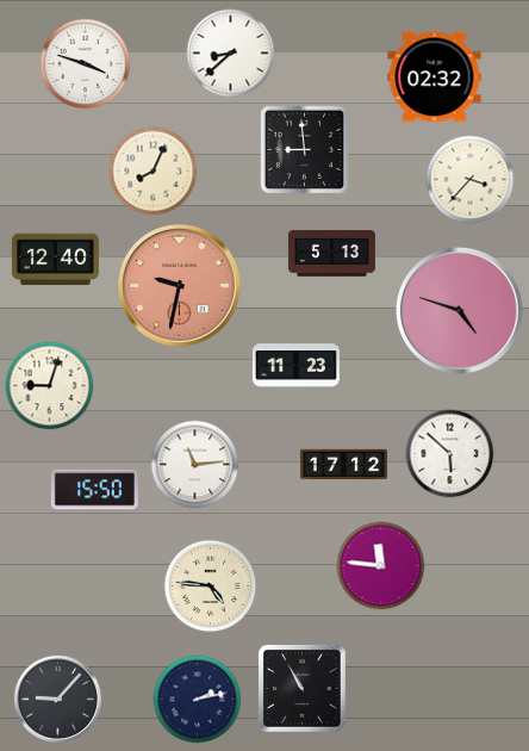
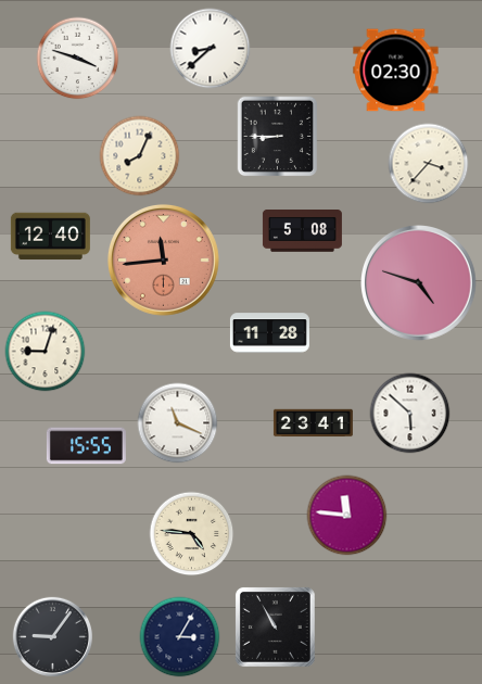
clock at (435, 77): 02:32 -> 02:30
clock at (305, 150): 8:59 -> 8:45
clock at (331, 254): 5:13 -> 5:08
clock at (179, 285): 9:32 -> 11:44
clock at (295, 366): 11:23 -> 11:28
clock at (195, 465): 11:14 -> 11:19
clock at (343, 465): 17:12 -> 23:41
clock at (94, 490): 15:50 -> 15:55
clock at (57, 699): 9:07 -> 9:06
clock at (198, 700): 2:13 -> 3:05
